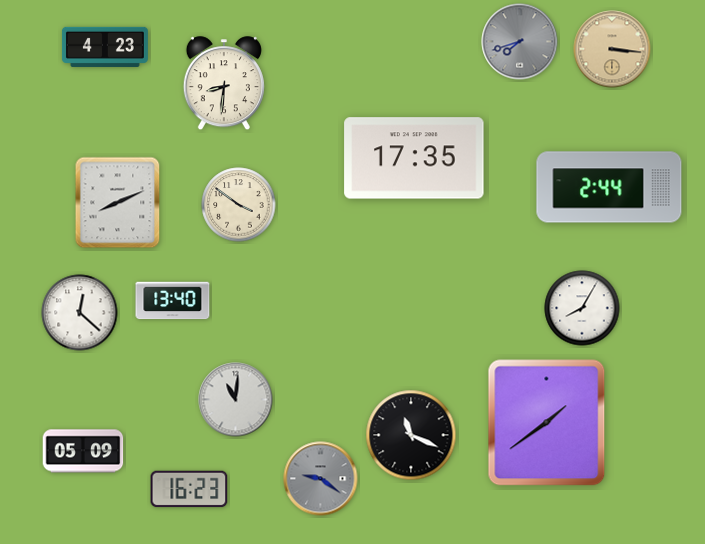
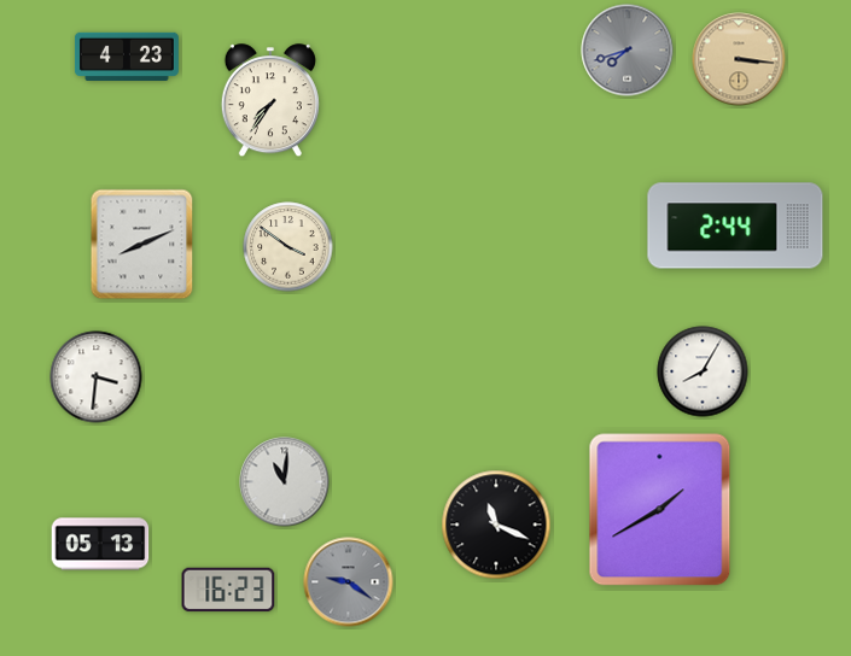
clock at (224, 84): 8:31 -> 7:36
clock at (414, 158): 17:35 -> none
clock at (173, 301): 13:40 -> none
clock at (80, 313): 12:22 -> 3:31
clock at (547, 423): 1:39 -> 1:40
clock at (83, 451): 05:09 -> 05:13
clock at (321, 479) position: (321, 479) -> (349, 582)
